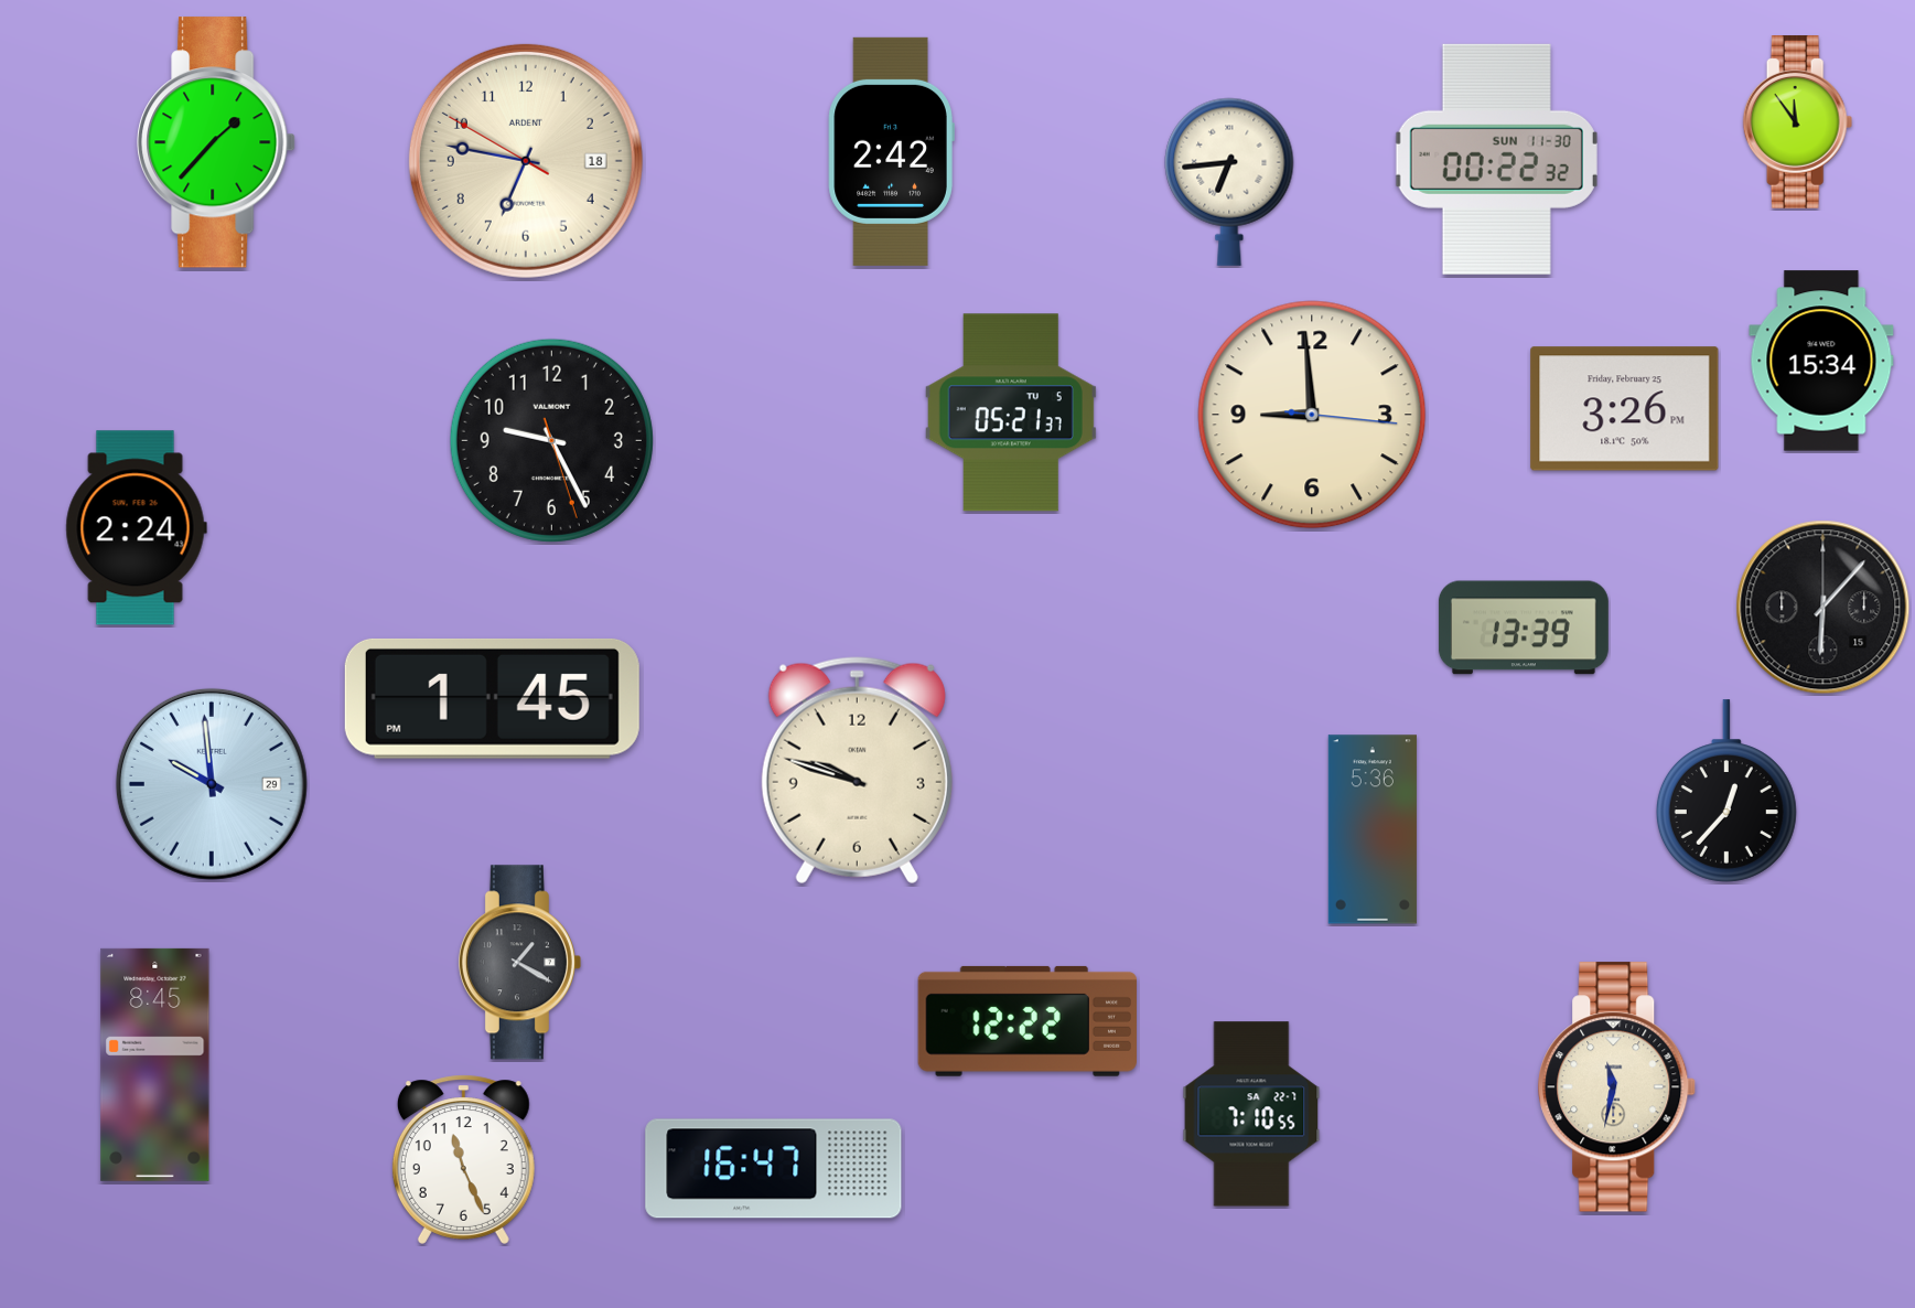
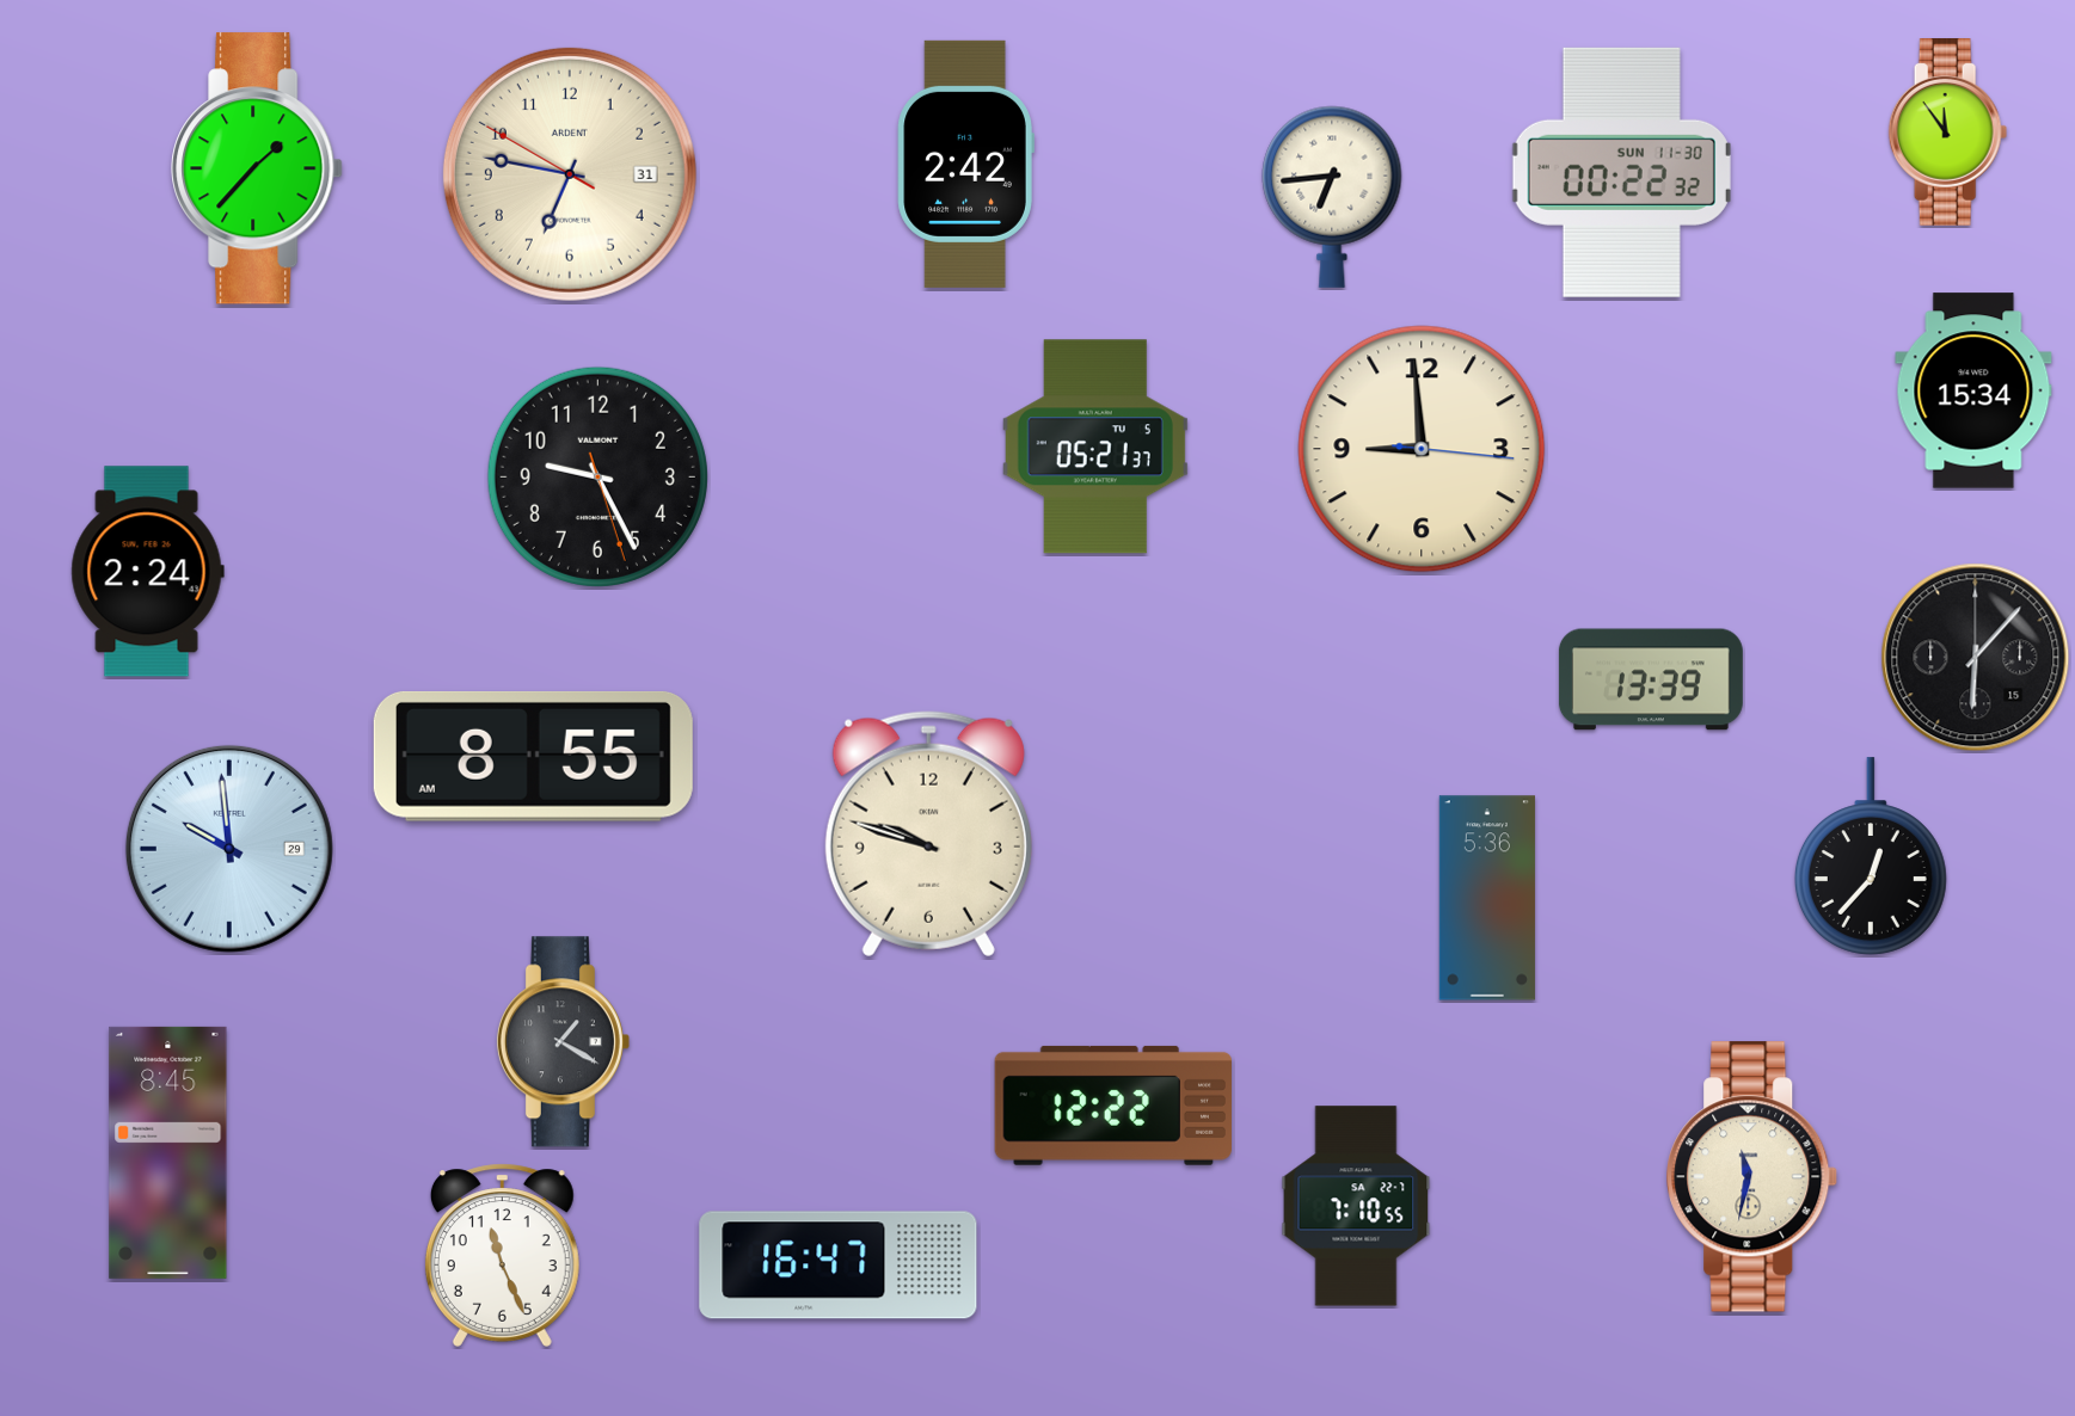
clock at (216, 142) position: (216, 142) -> (257, 168)
clock at (526, 161) date: 18 -> 31
clock at (1625, 409): 3:26 -> none
clock at (492, 698): 1:45 -> 8:55
